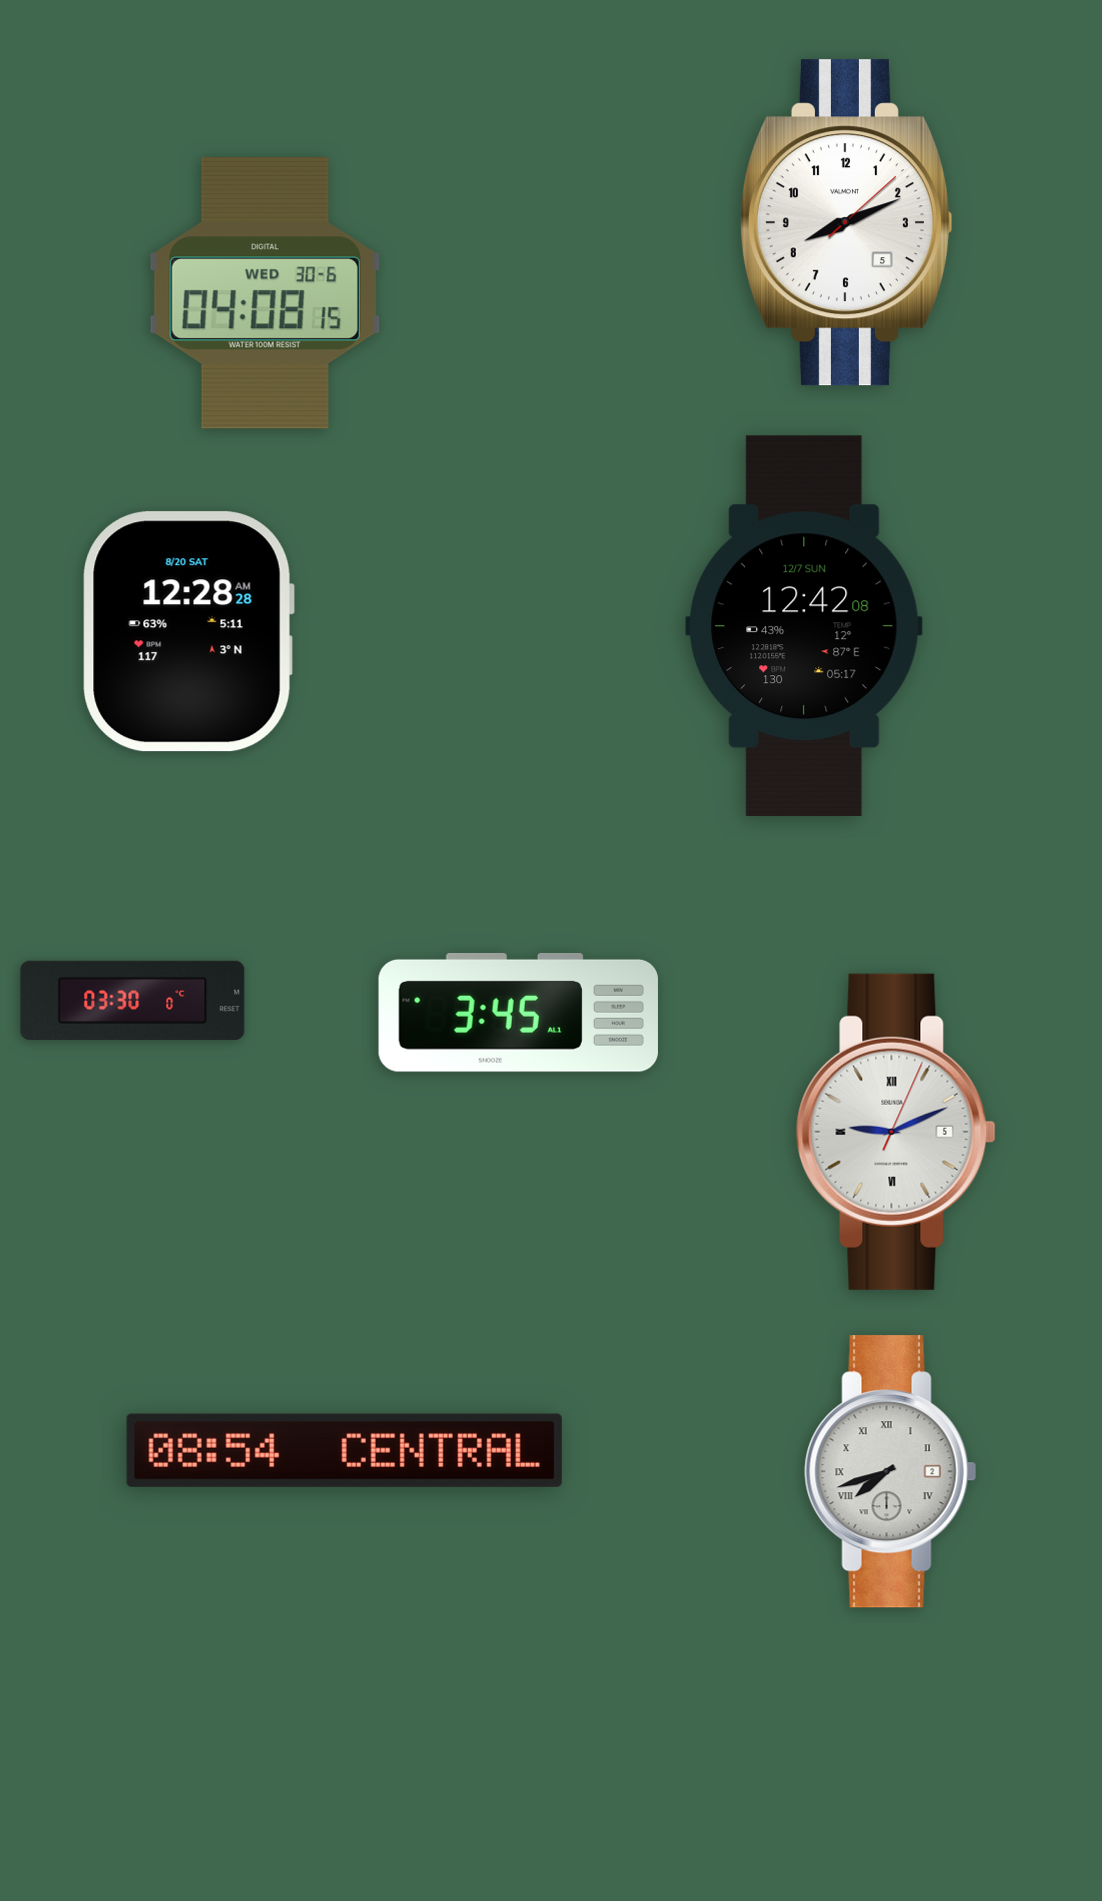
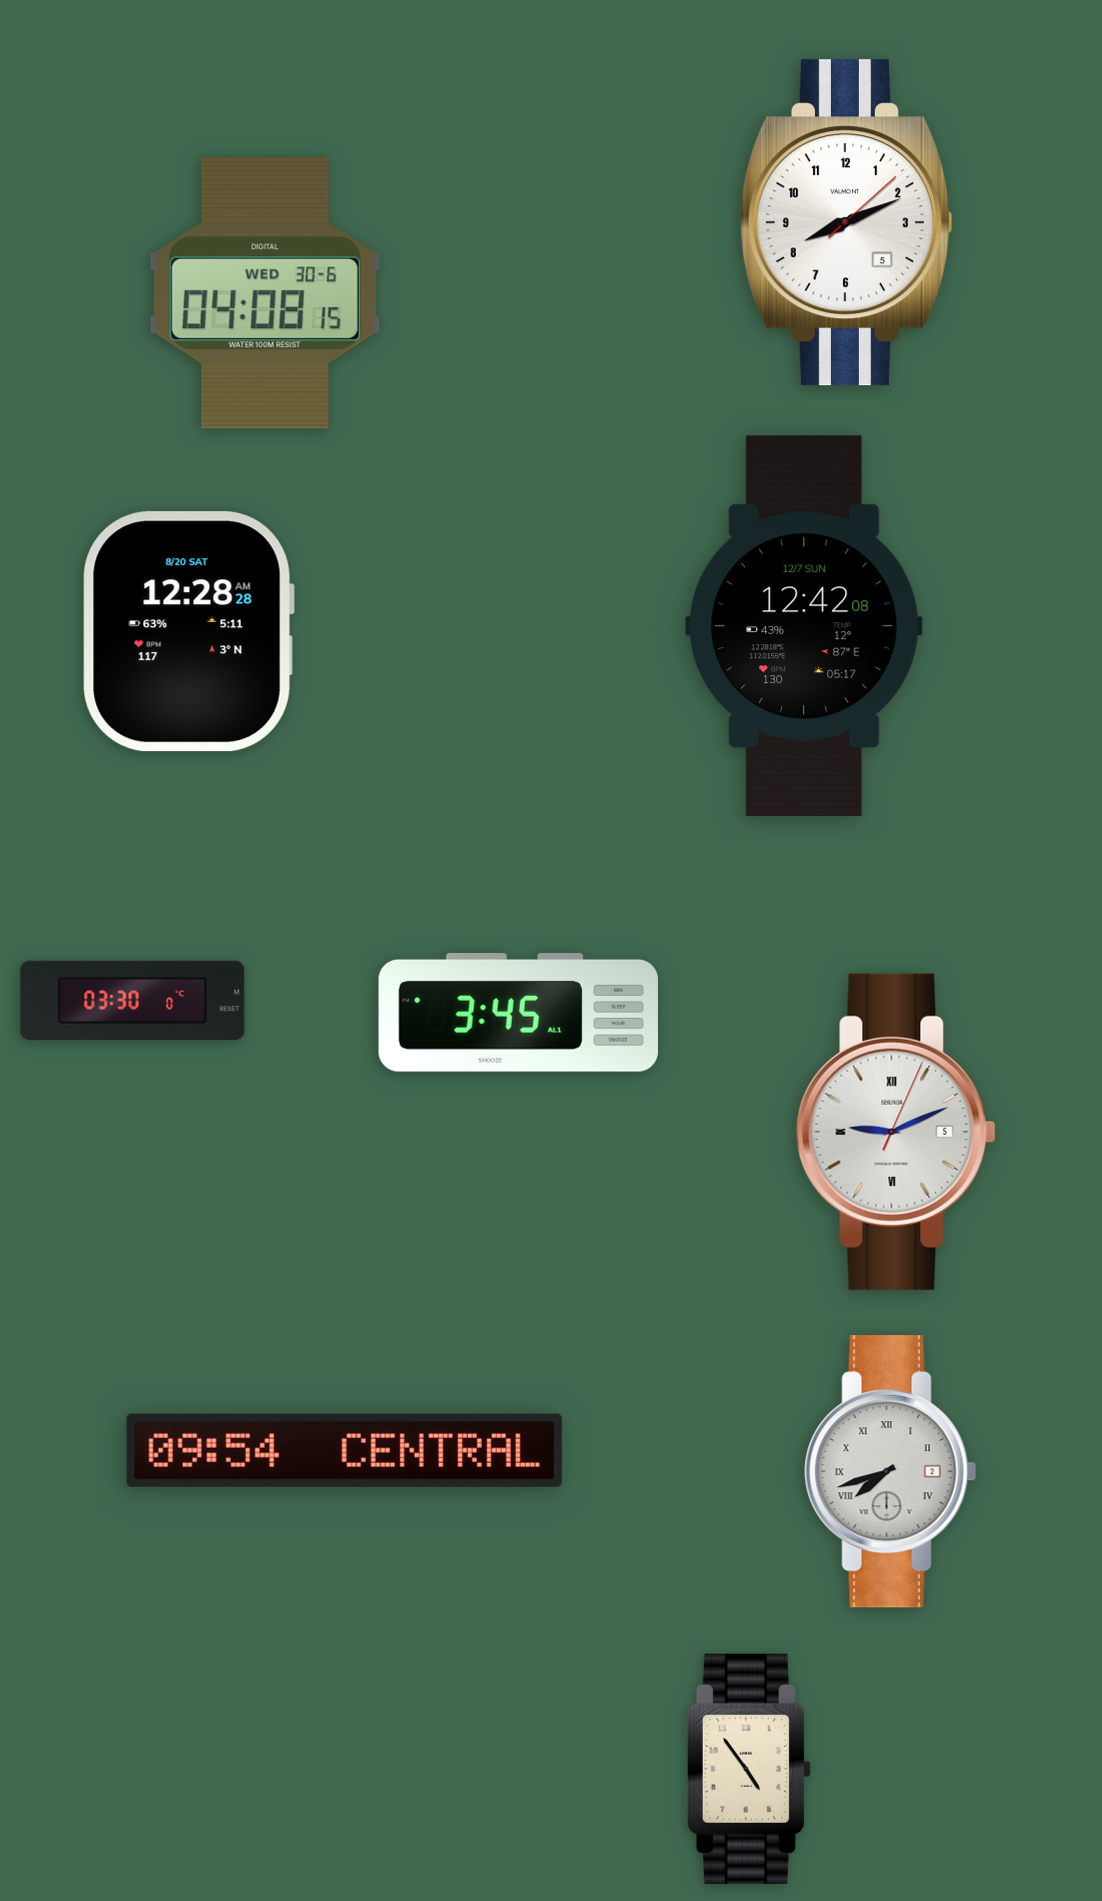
clock at (344, 1450): 08:54 -> 09:54
clock at (749, 1769): none -> 4:54
